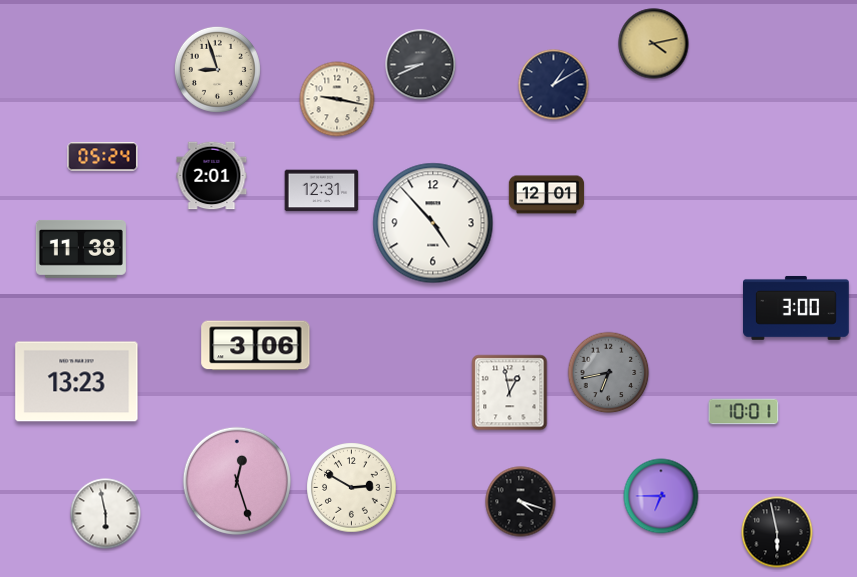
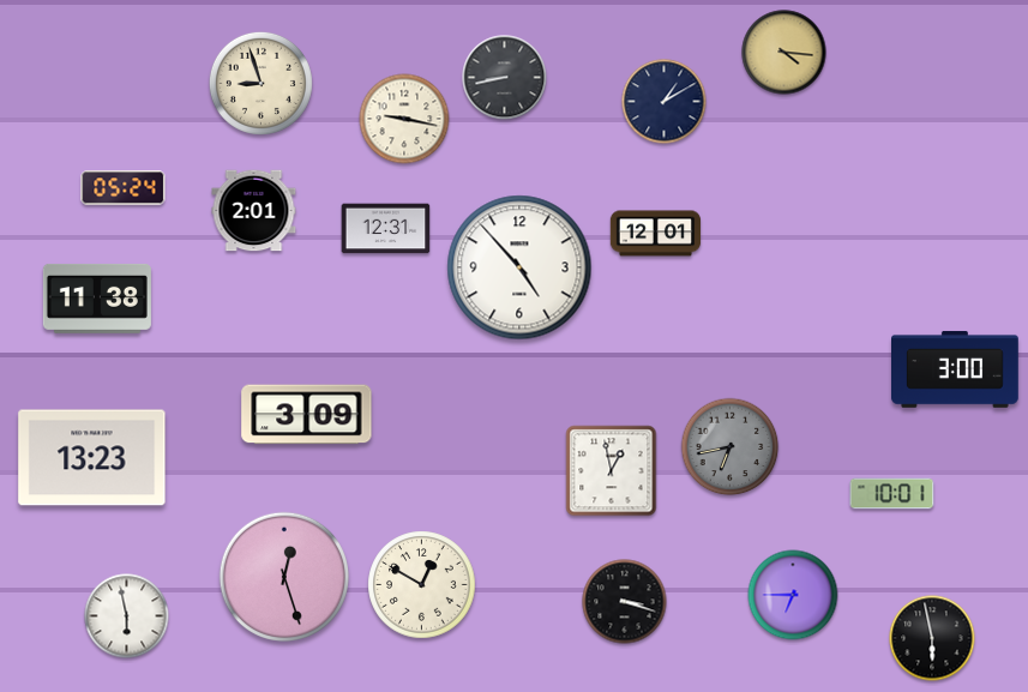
clock at (654, 44): 4:13 -> 4:16
clock at (421, 65): 8:41 -> 8:43
clock at (256, 346): 3:06 -> 3:09
clock at (352, 488): 2:50 -> 12:50
clock at (521, 502): 4:18 -> 3:18
